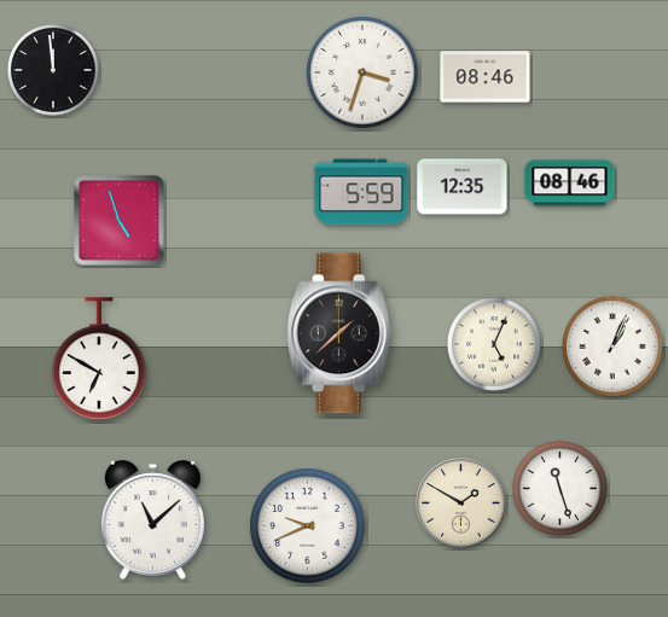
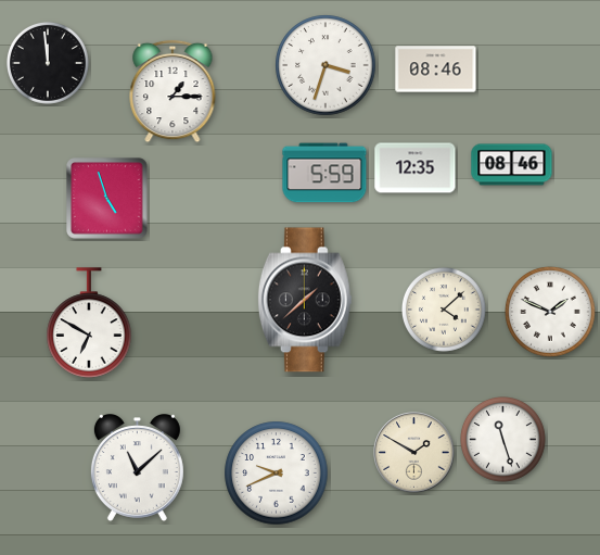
clock at (173, 91): none -> 1:15
clock at (495, 345): 5:04 -> 4:08
clock at (612, 347): 1:04 -> 1:49
